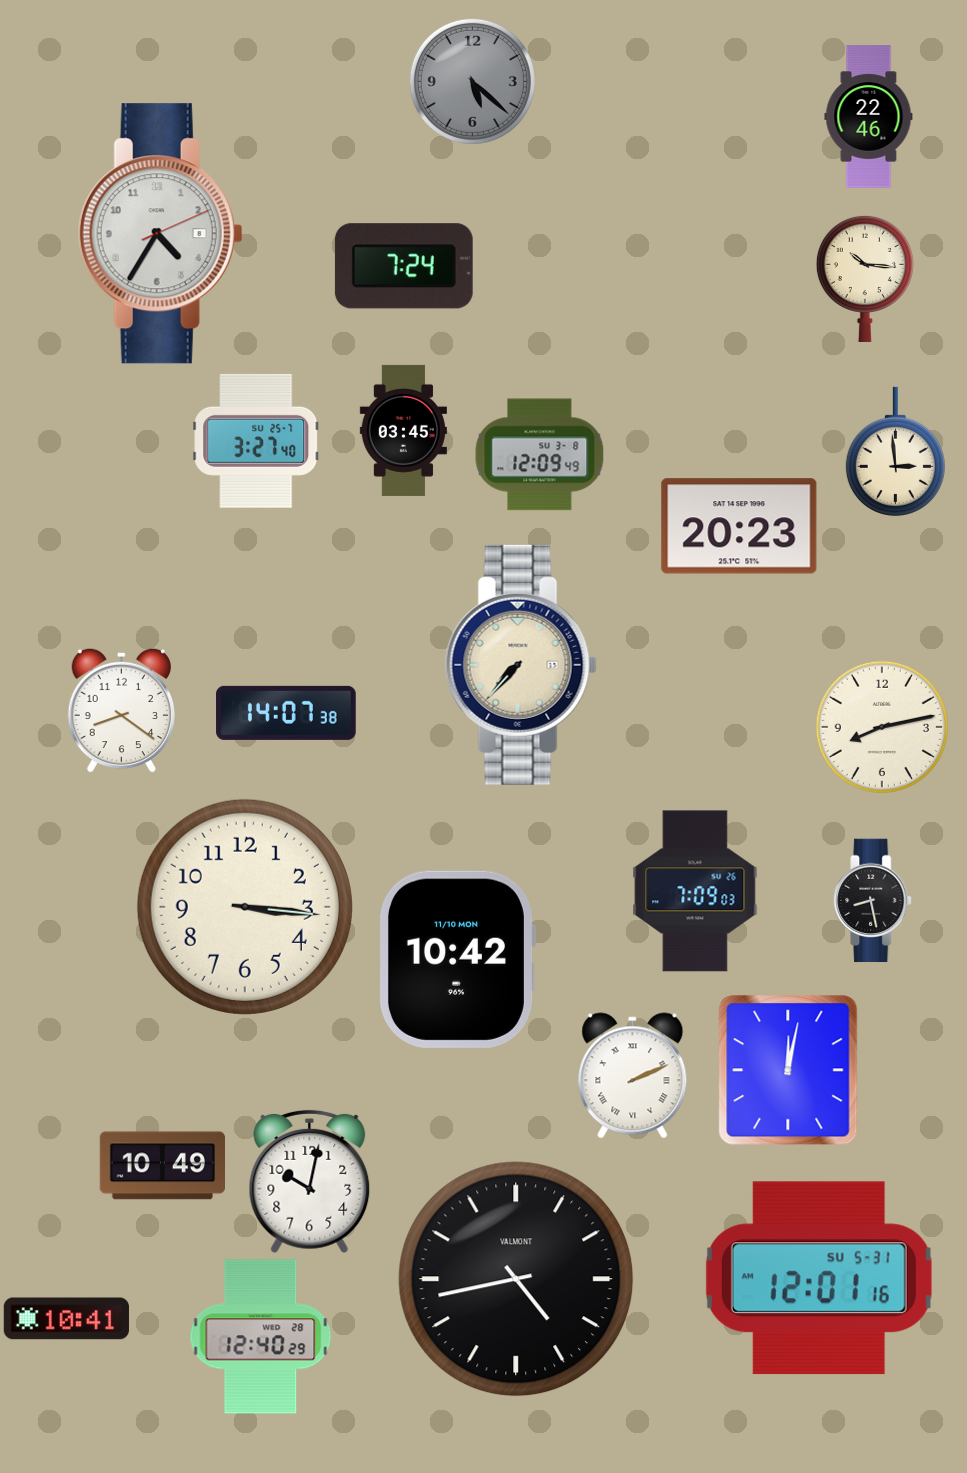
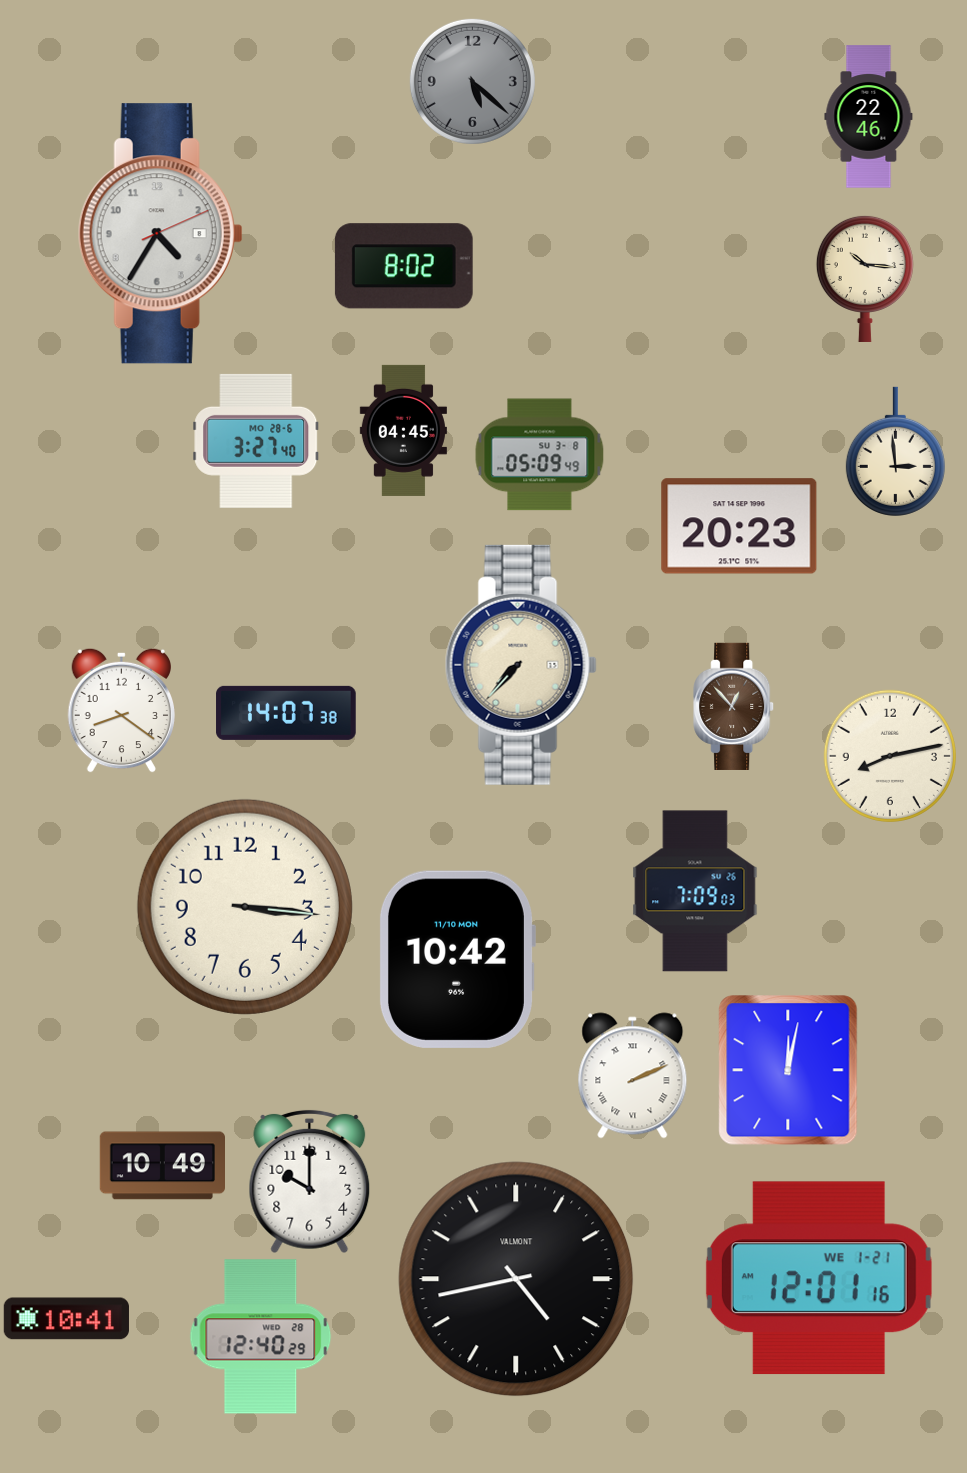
clock at (404, 266): 7:24 -> 8:02
clock at (403, 430): 03:45 -> 04:45
clock at (256, 441) date: SU 25-7 -> MO 28-6
clock at (540, 455): 12:09 -> 05:09
clock at (734, 706): none -> 12:53
clock at (882, 727) position: (882, 727) -> (890, 756)
clock at (873, 901): 8:28 -> none
clock at (310, 1182): 10:02 -> 10:00
clock at (819, 1278) date: SU 5-31 -> WE 1-21
